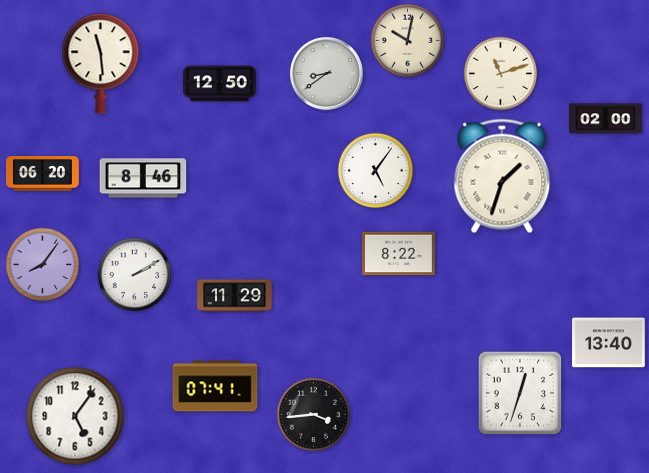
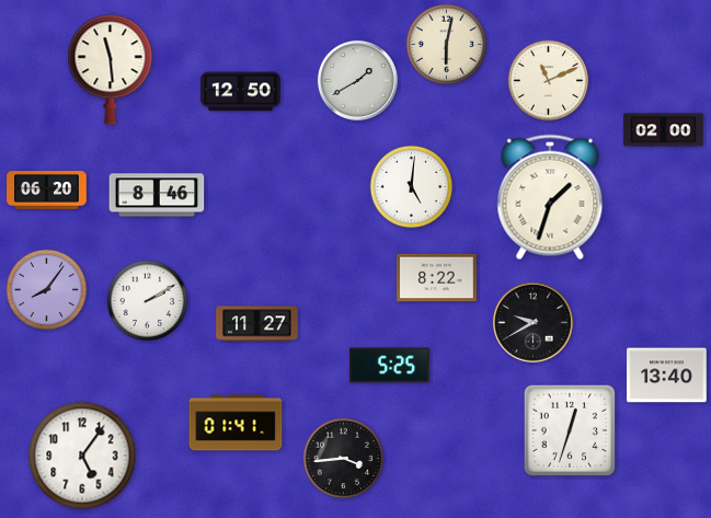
clock at (408, 41): 10:02 -> 6:02
clock at (326, 73): 8:39 -> 1:40
clock at (501, 74): 11:12 -> 11:11
clock at (376, 171): 5:06 -> 5:01
clock at (502, 176) position: (502, 176) -> (550, 197)
clock at (532, 322): none -> 9:40
clock at (235, 296): 11:29 -> 11:27
clock at (390, 366): none -> 5:25
clock at (215, 386): 07:41 -> 01:41
clock at (314, 415) position: (314, 415) -> (344, 459)
